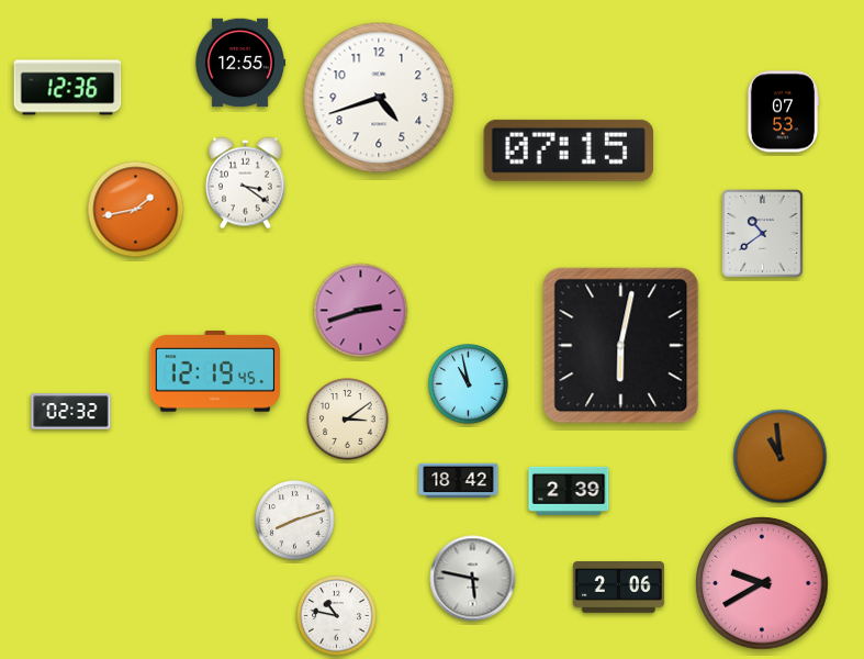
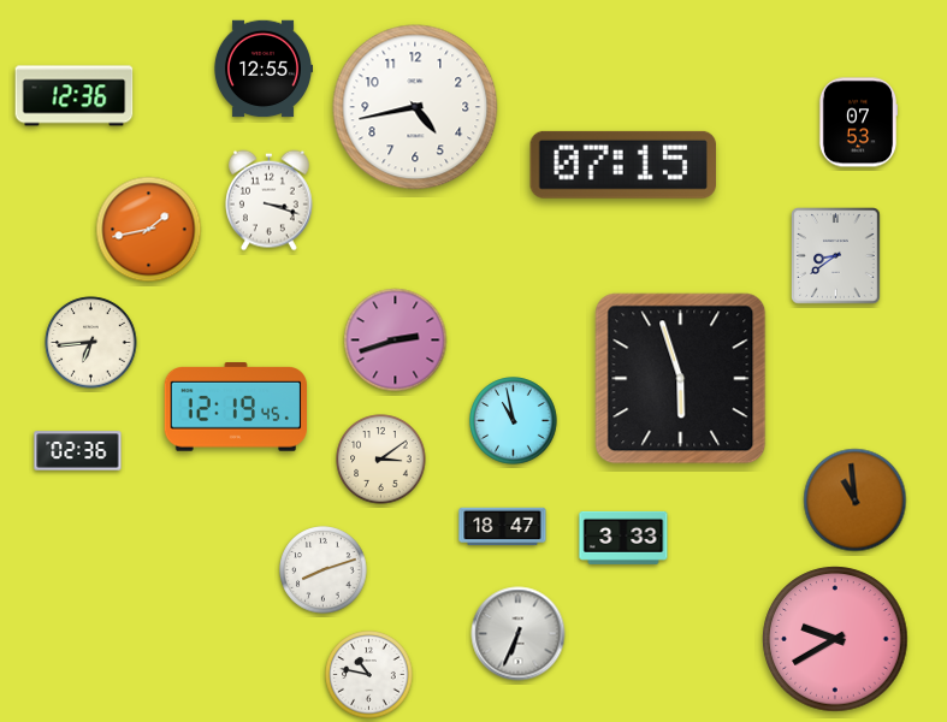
clock at (379, 98): 4:42 -> 4:43
clock at (245, 183): 3:21 -> 3:18
clock at (763, 234): 10:39 -> 8:39
clock at (91, 343): none -> 6:44
clock at (621, 346): 6:02 -> 5:57
clock at (71, 412): 02:32 -> 02:36
clock at (459, 481): 18:42 -> 18:47
clock at (569, 491): 2:39 -> 3:33
clock at (473, 579): 5:47 -> 6:34
clock at (618, 588): 2:06 -> none
